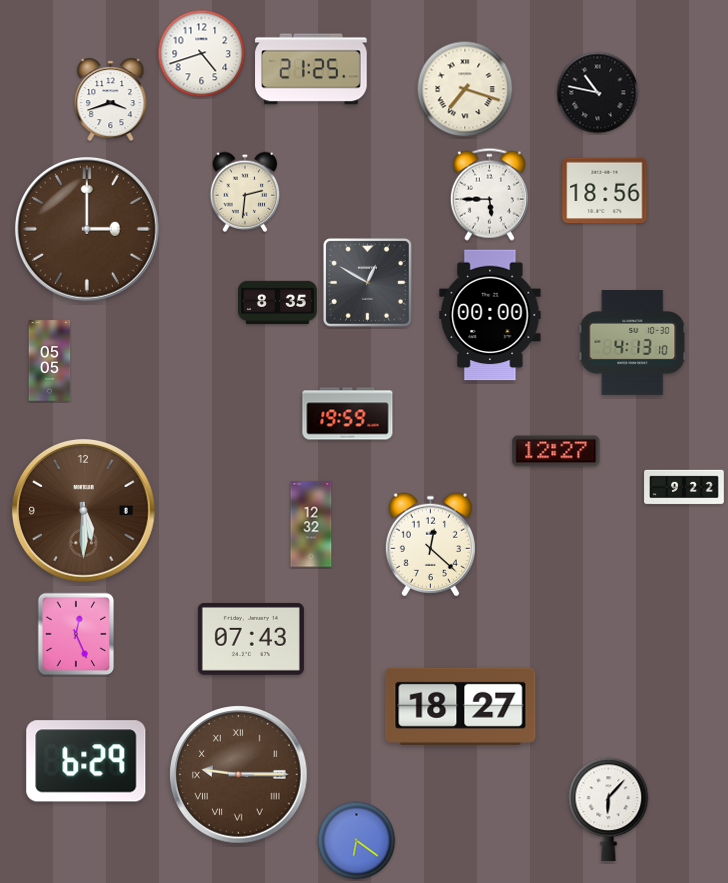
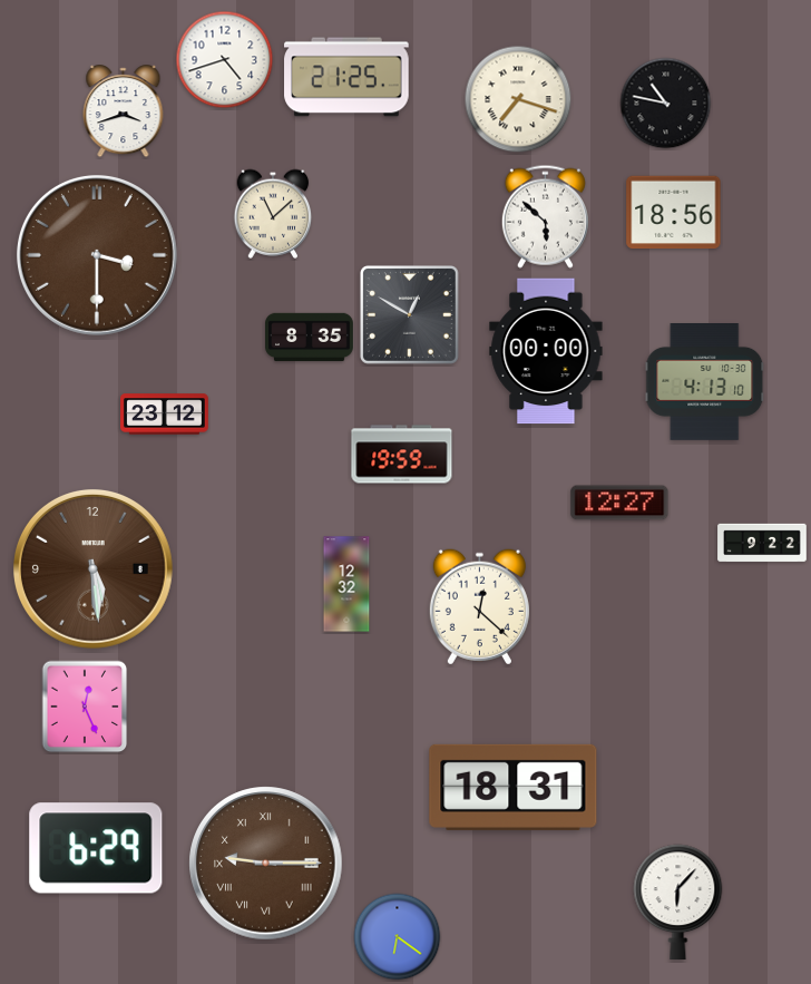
clock at (245, 192): 2:31 -> 11:08
clock at (489, 194): 5:45 -> 5:52
clock at (87, 229): 3:00 -> 3:30
clock at (50, 361): 05:05 -> none
clock at (165, 415): none -> 23:12
clock at (348, 414) position: (348, 414) -> (402, 455)
clock at (83, 510): 5:30 -> 5:29
clock at (251, 639): 07:43 -> none
clock at (461, 706): 18:27 -> 18:31
